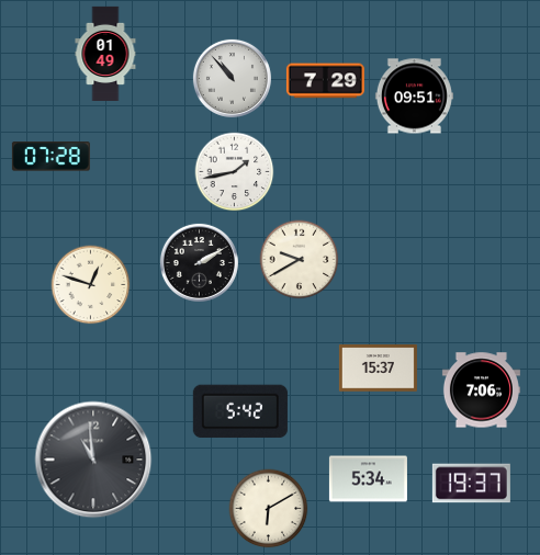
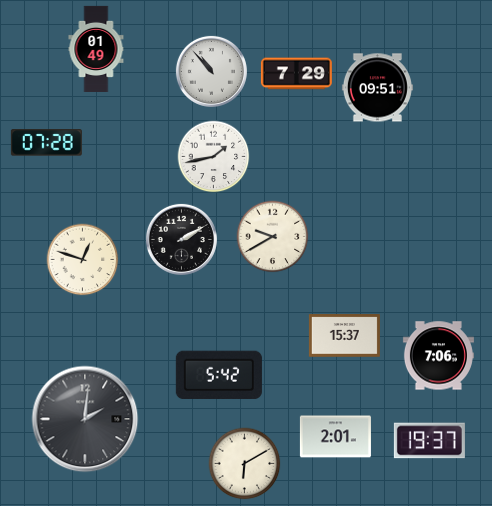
clock at (93, 460): 10:59 -> 2:01
clock at (368, 479): 5:34 -> 2:01
